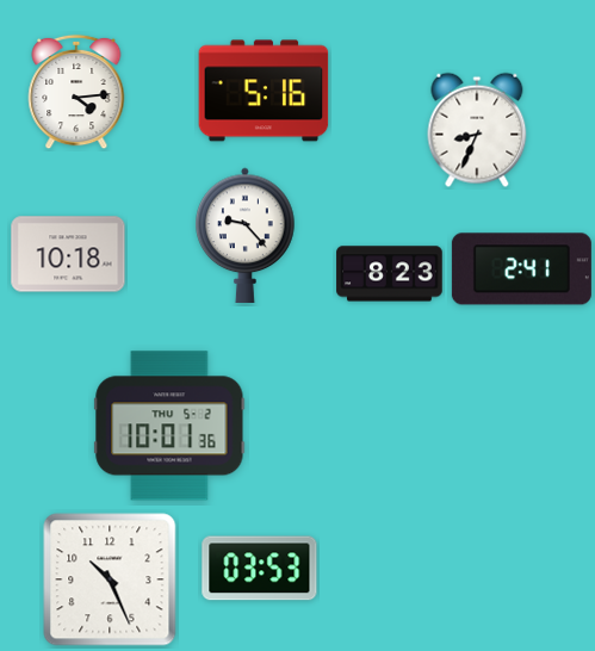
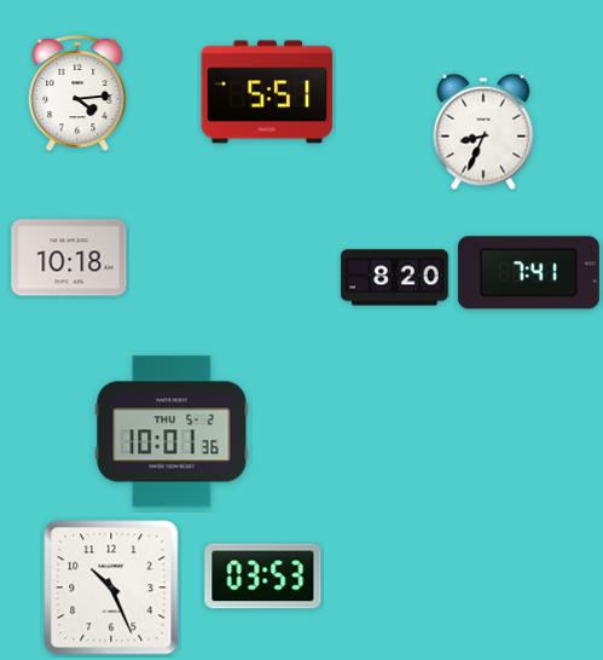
clock at (264, 91): 5:16 -> 5:51
clock at (246, 235): 9:23 -> none
clock at (521, 269): 2:41 -> 7:41
clock at (390, 274): 8:23 -> 8:20
